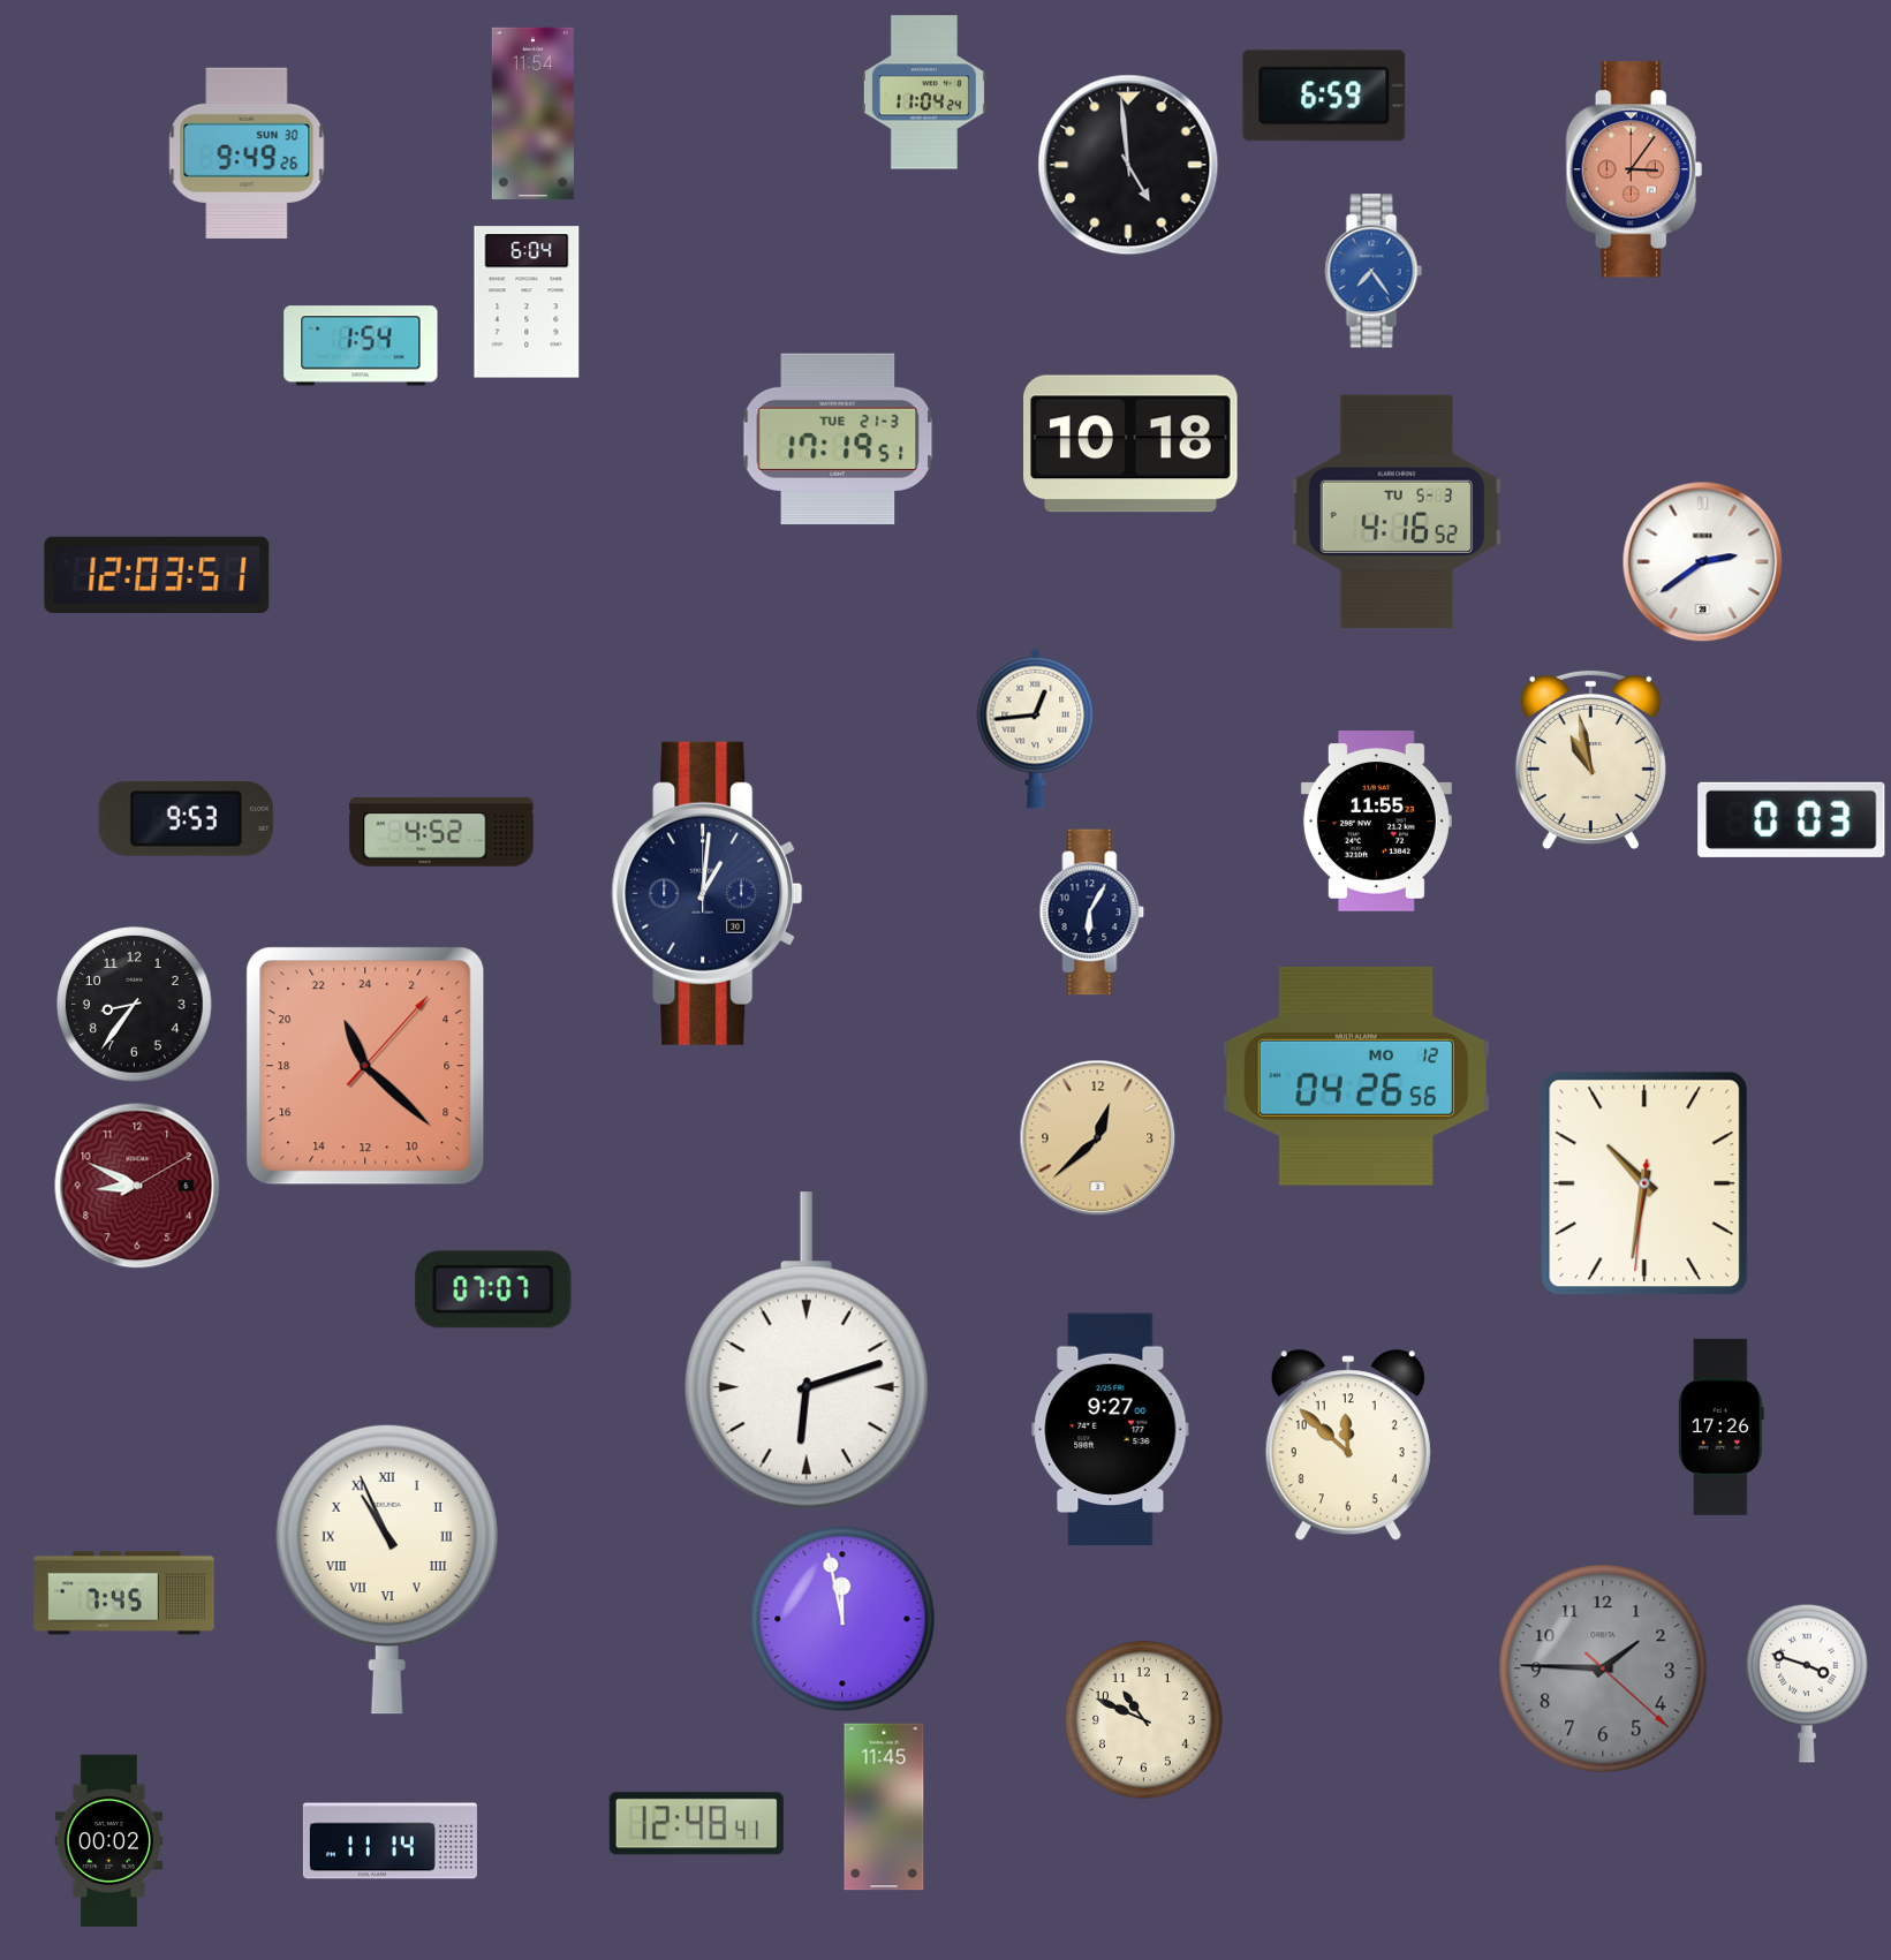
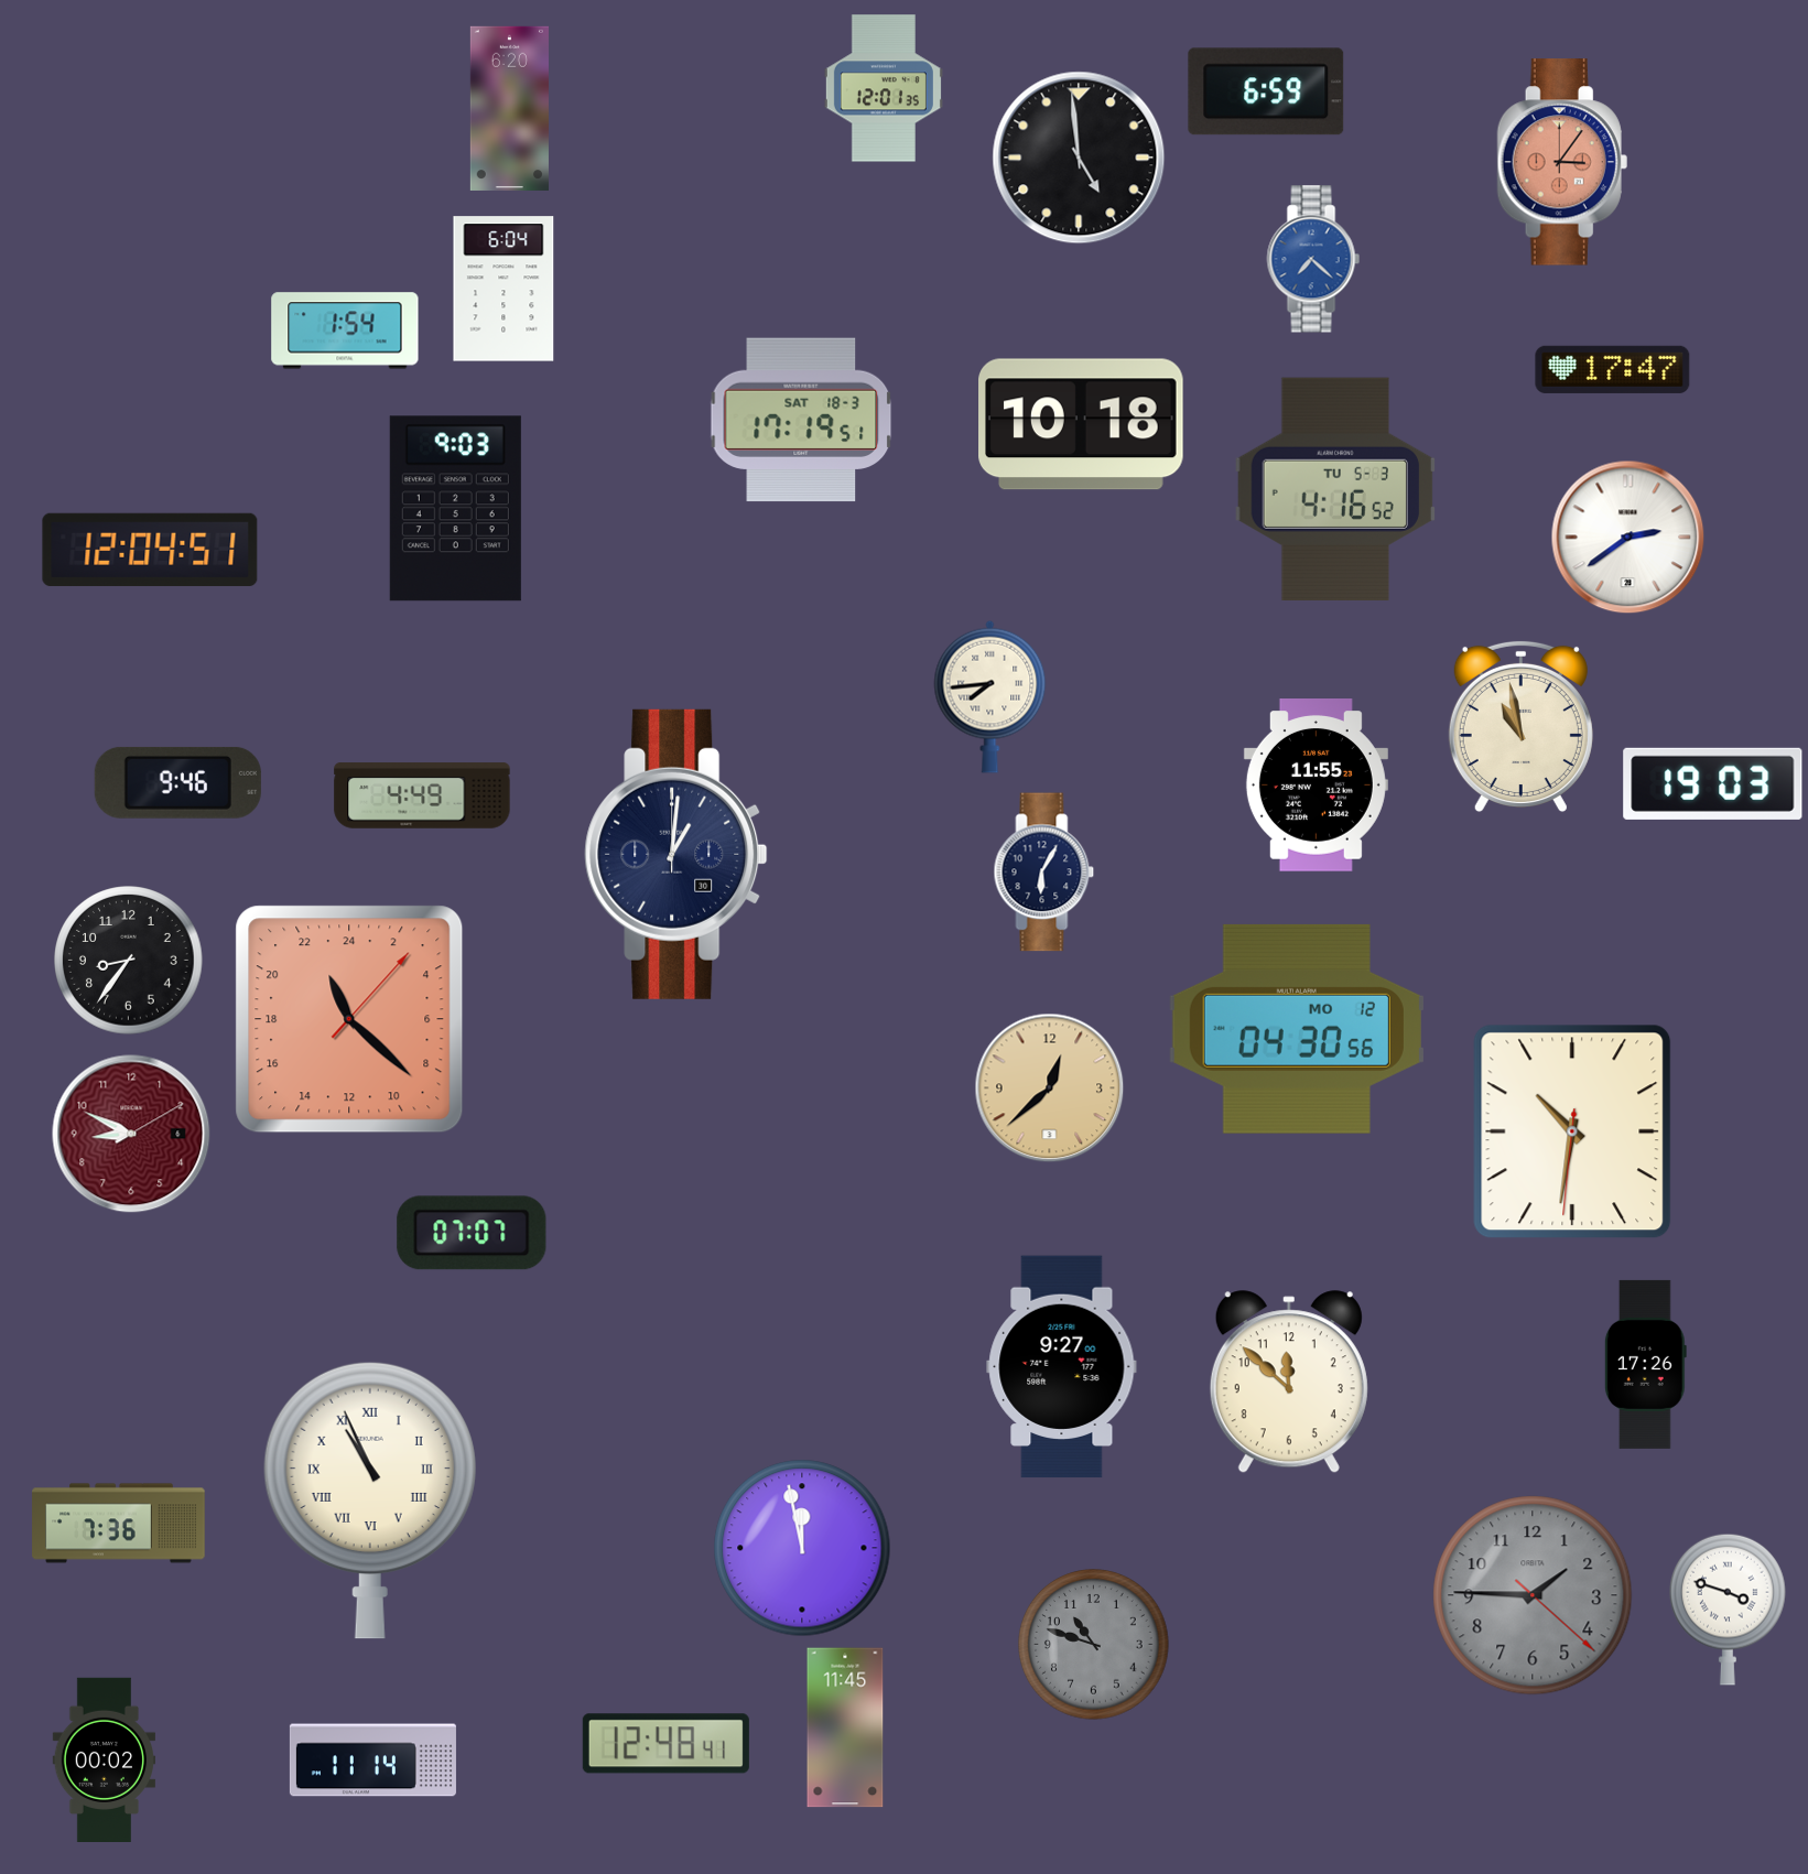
clock at (924, 92): 11:04 -> 12:01
clock at (532, 113): 11:54 -> 6:20
clock at (247, 153): 9:49 -> none
clock at (1374, 271): 7:24 -> 7:22
clock at (1613, 369): none -> 17:47
clock at (838, 439) date: TUE 21-3 -> SAT 18-3
clock at (455, 509): none -> 9:03
clock at (157, 575): 12:03 -> 12:04
clock at (1036, 728): 12:44 -> 7:44
clock at (186, 818): 9:53 -> 9:46
clock at (1792, 819): 0:03 -> 19:03
clock at (441, 832): 4:52 -> 4:49
clock at (1356, 1076): 04:26 -> 04:30
clock at (807, 1350): 6:12 -> none
clock at (124, 1594): 7:45 -> 7:36
clock at (842, 1619) position: (842, 1619) -> (802, 1548)
clock at (1144, 1720): 10:49 -> 10:48
clock at (1144, 1720) dial: cream -> grey
